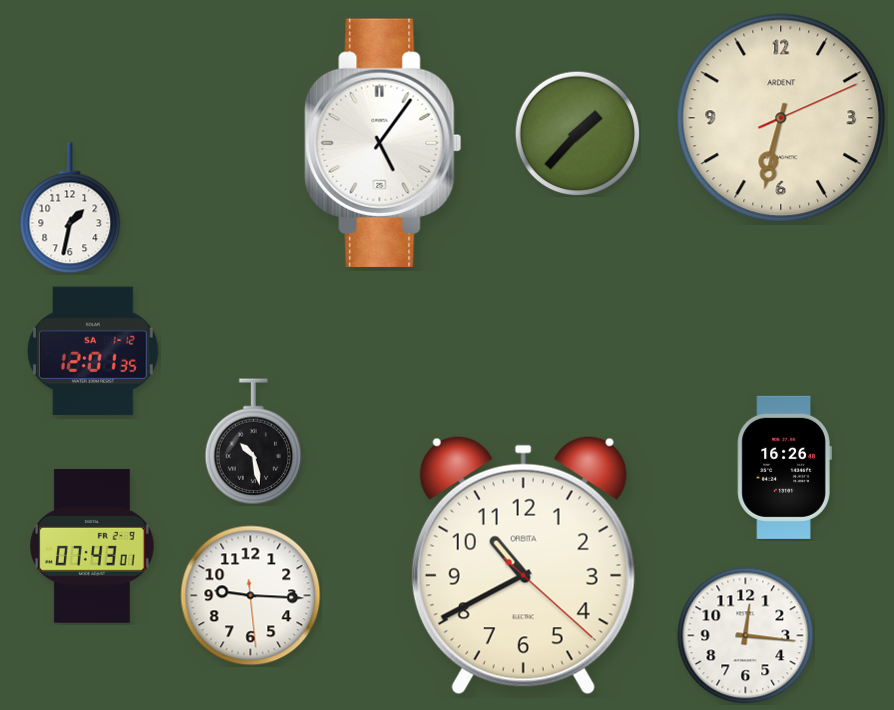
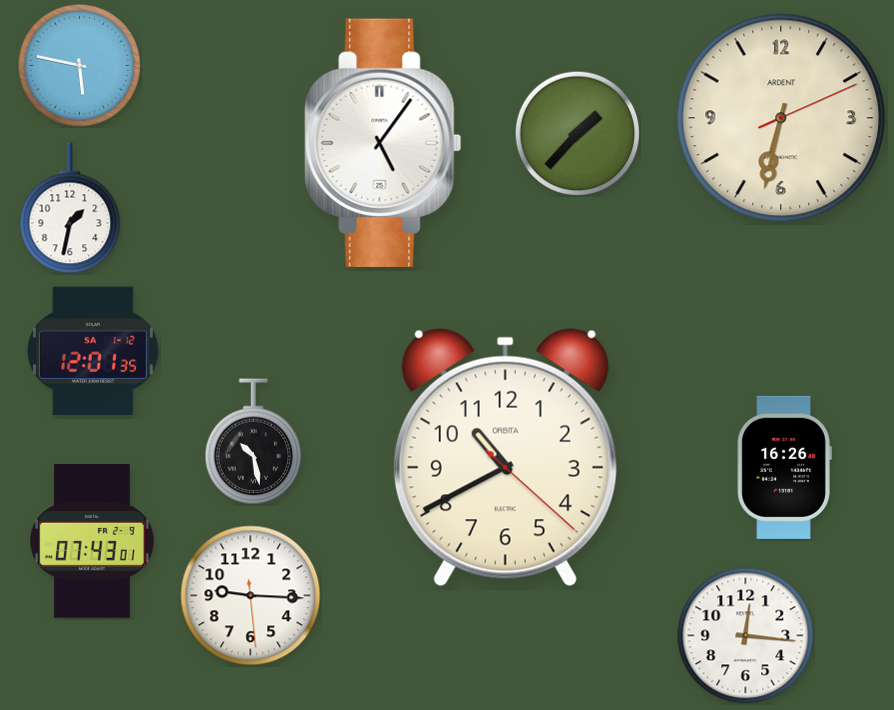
clock at (79, 65): none -> 5:47
clock at (93, 546) position: (93, 546) -> (93, 541)
clock at (523, 566) position: (523, 566) -> (505, 458)
